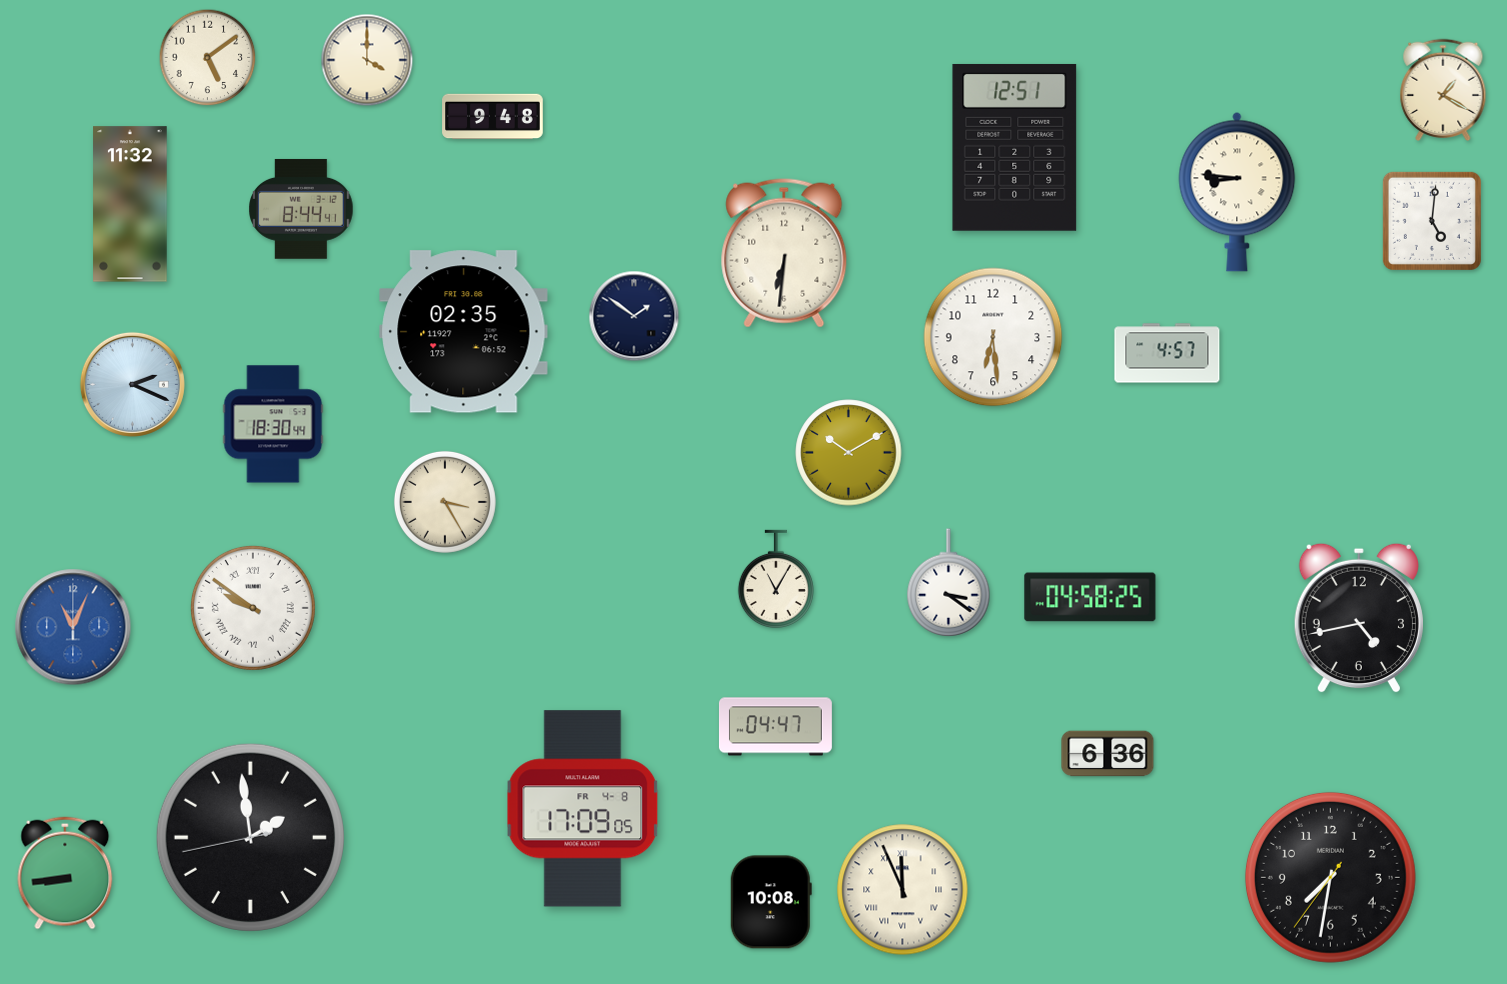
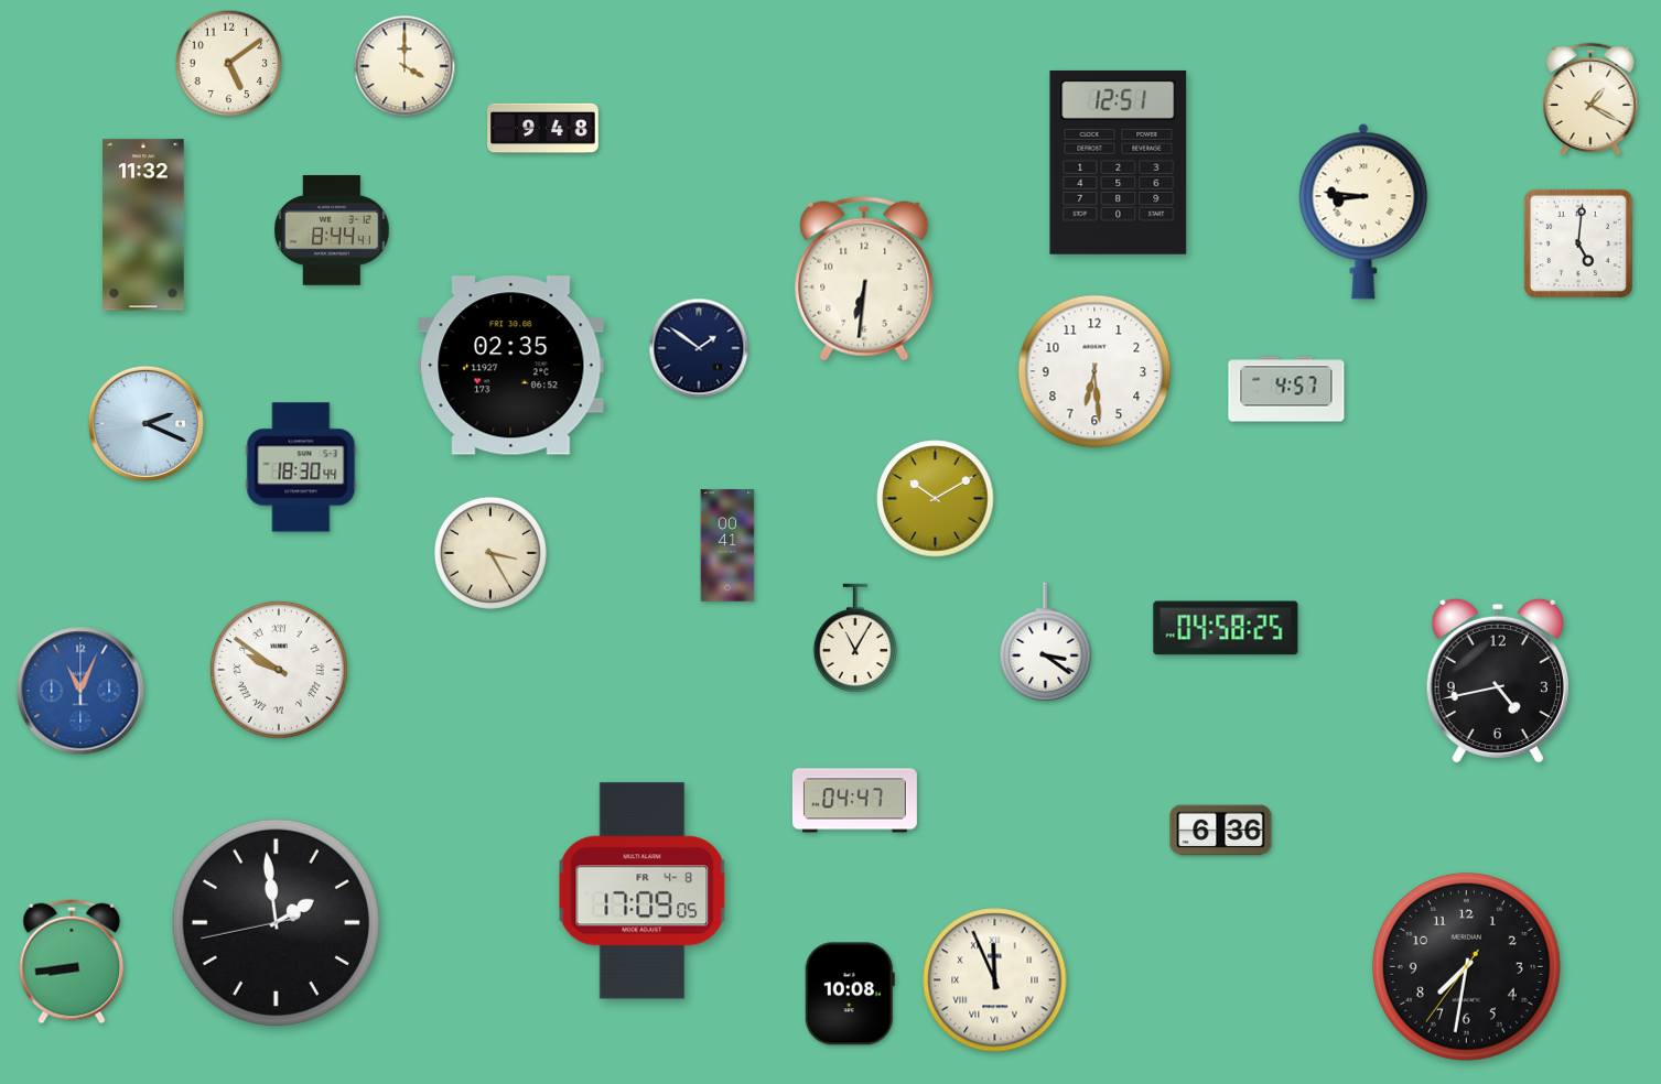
clock at (727, 545): none -> 00:41
clock at (1090, 597) position: (1090, 597) -> (1226, 628)
